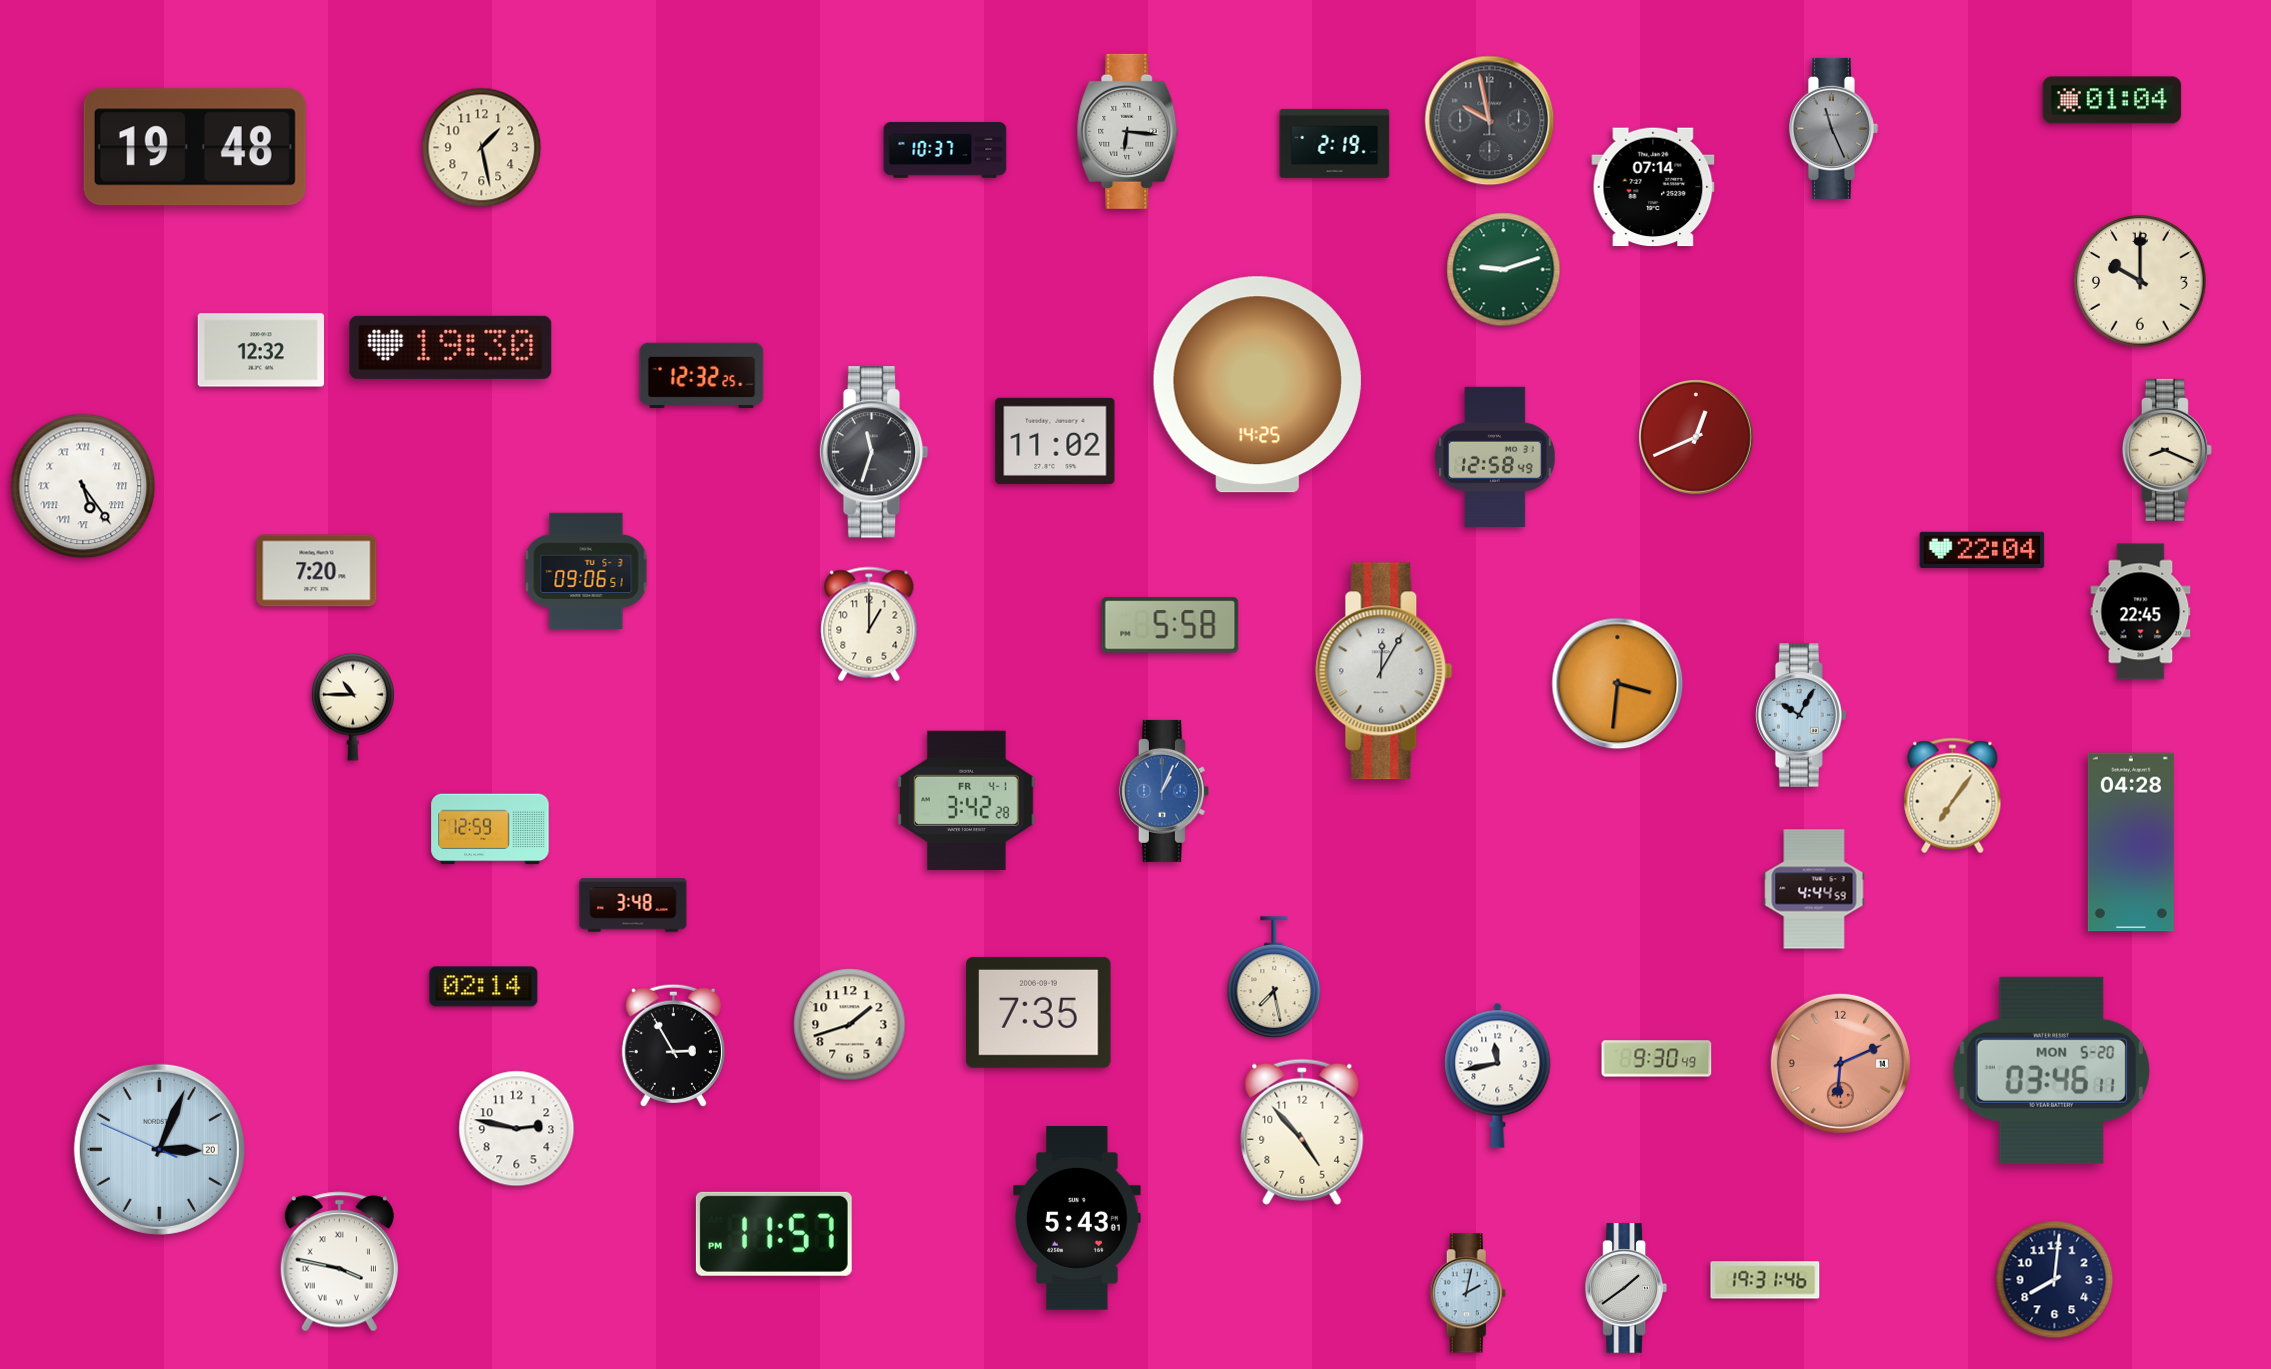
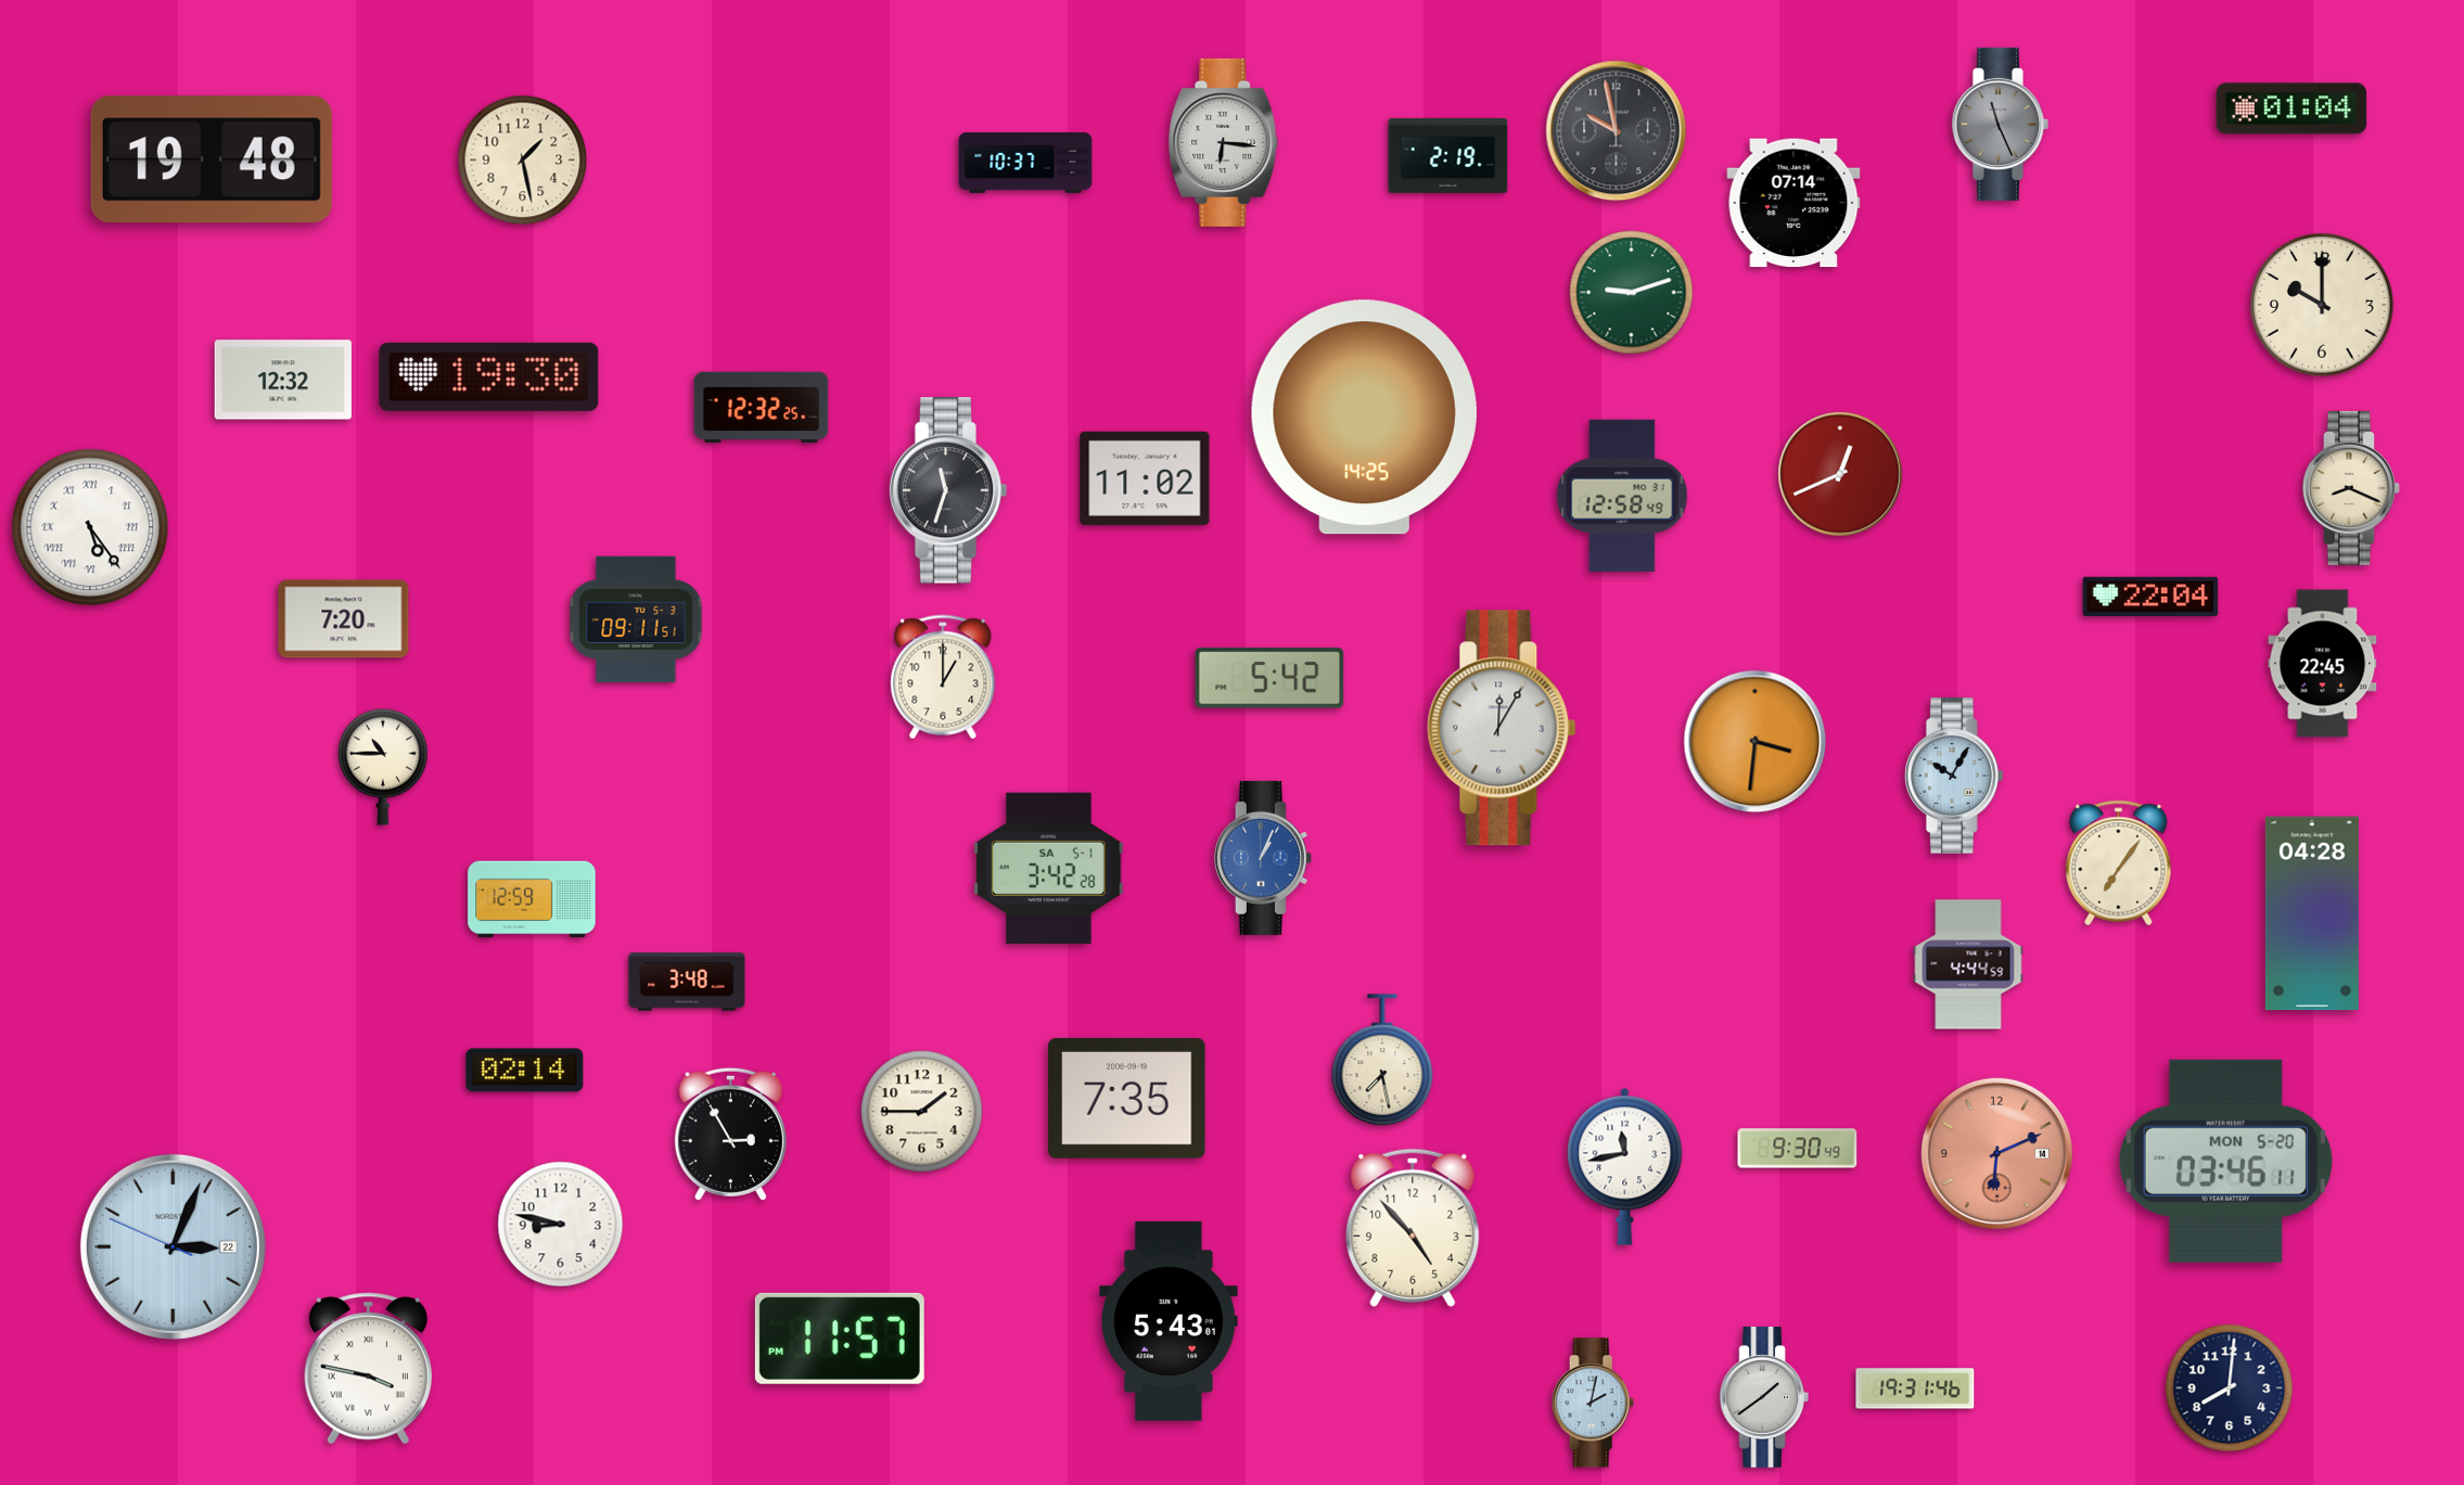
clock at (1833, 128) position: (1833, 128) -> (2000, 124)
clock at (586, 571): 09:06 -> 09:11
clock at (1170, 625): 5:58 -> 5:42
clock at (967, 800) date: FR 4-1 -> SA 5-1
clock at (850, 1025): 1:42 -> 1:45
clock at (517, 1129): 2:47 -> 8:47
clock at (159, 1149) date: 20 -> 22
